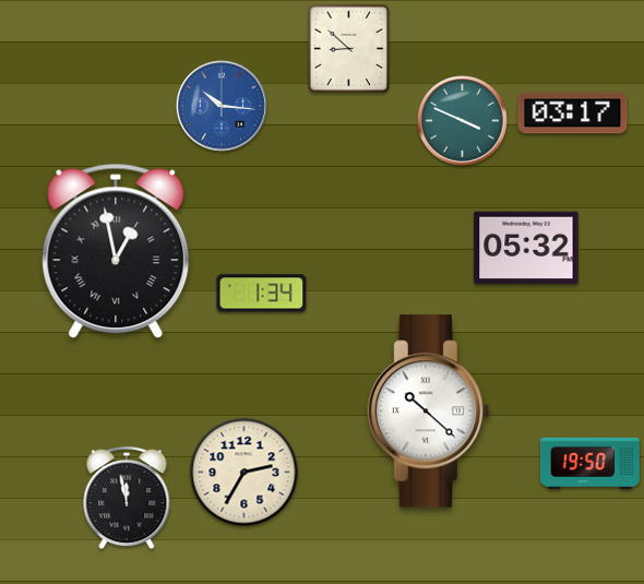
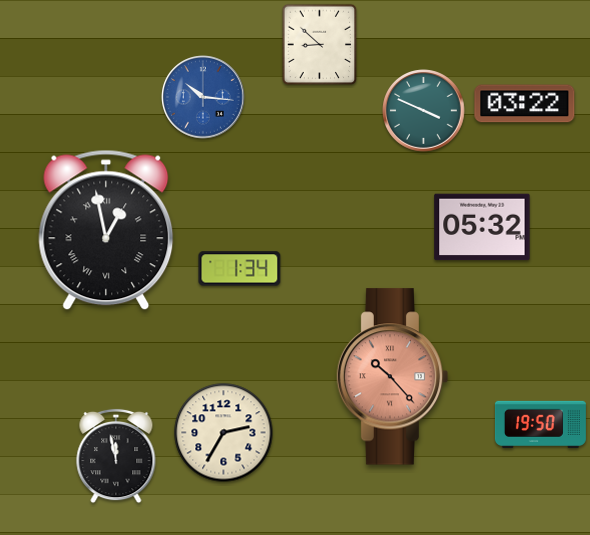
clock at (573, 114): 03:17 -> 03:22
clock at (429, 412): 10:22 -> 10:23
clock at (429, 412) dial: white -> salmon
